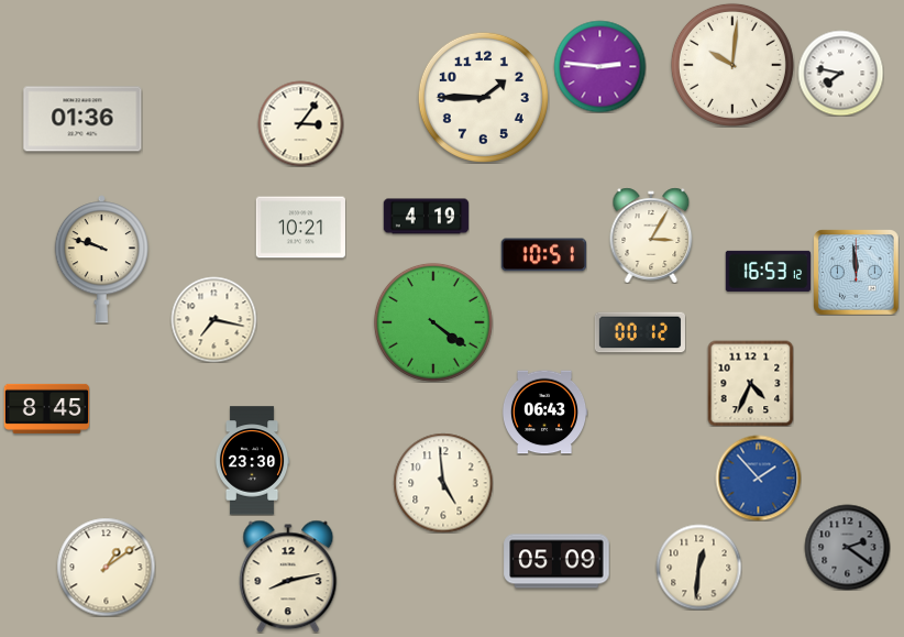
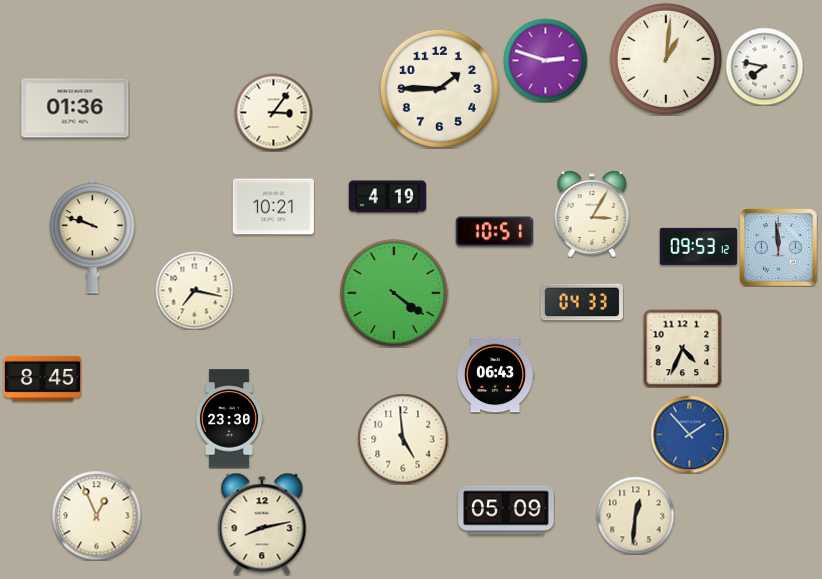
clock at (732, 65): 10:01 -> 1:01
clock at (599, 66): 2:46 -> 2:48
clock at (768, 271): 16:53 -> 09:53
clock at (640, 332): 00:12 -> 04:33
clock at (46, 408) position: (46, 408) -> (42, 378)
clock at (847, 547): 2:21 -> none
clock at (106, 567): 1:09 -> 12:56
